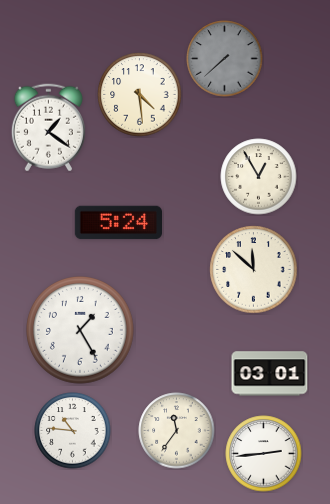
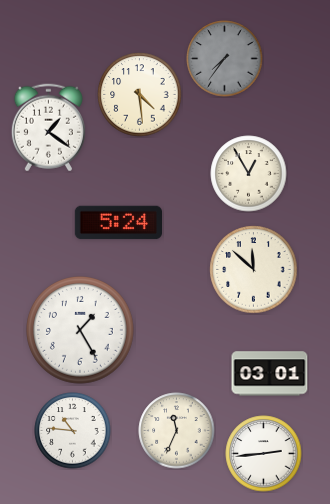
clock at (225, 59): 7:38 -> 7:36
clock at (259, 177) position: (259, 177) -> (249, 174)
clock at (177, 431): 11:36 -> 11:34
